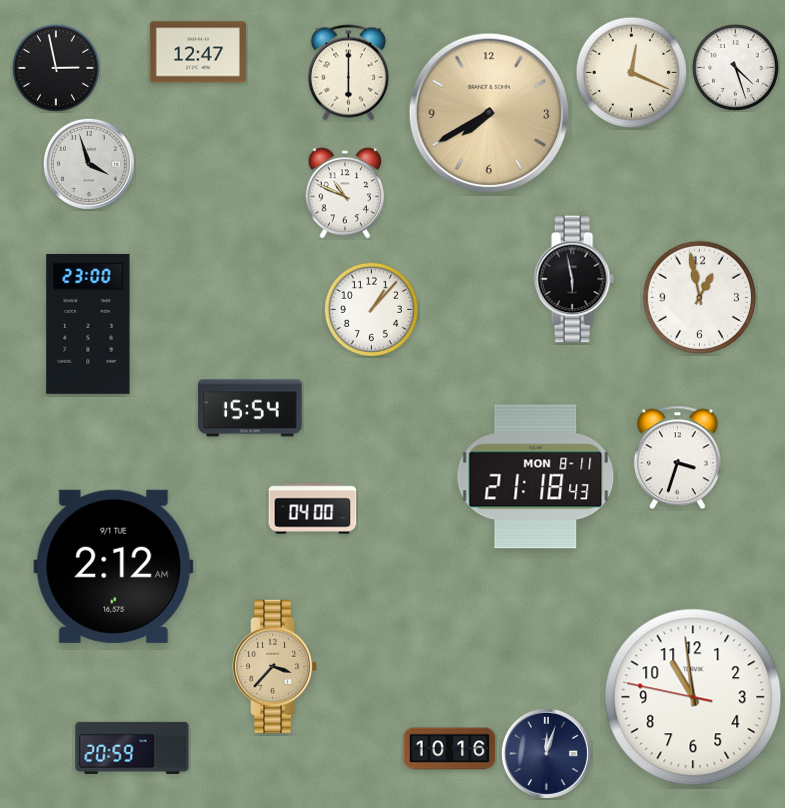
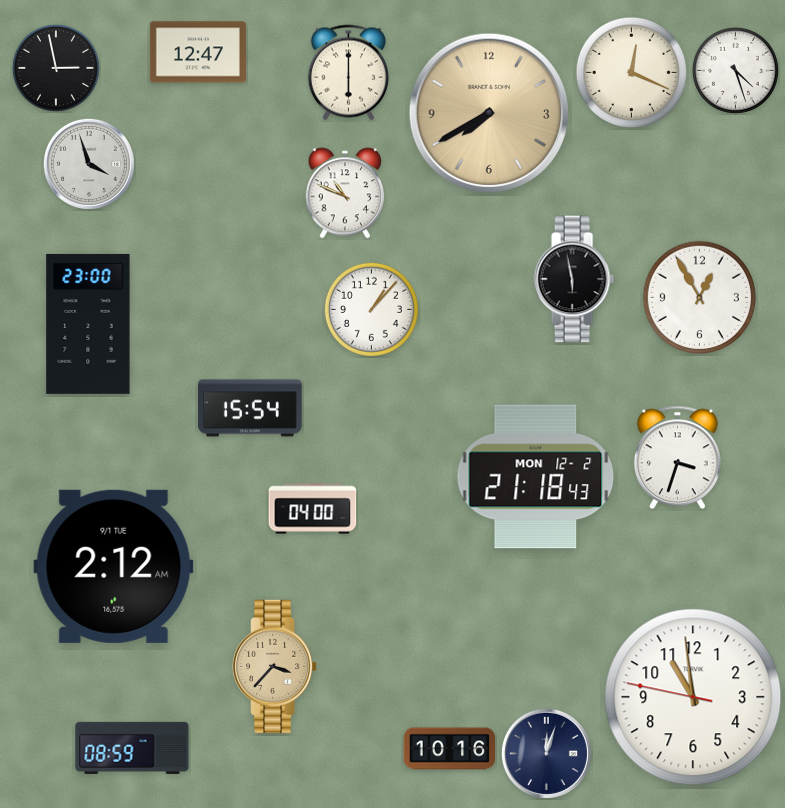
clock at (735, 67) position: (735, 67) -> (735, 70)
clock at (699, 297): 12:58 -> 12:55
clock at (536, 477) date: MON 8-11 -> MON 12-2
clock at (132, 748): 20:59 -> 08:59
